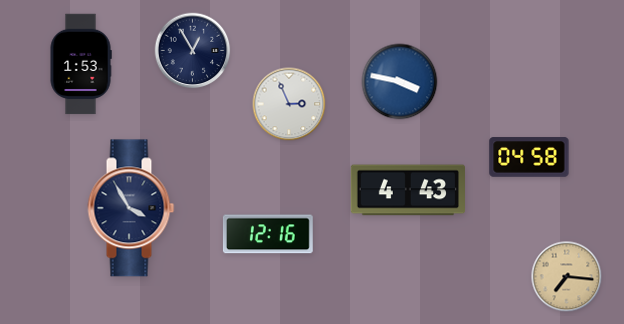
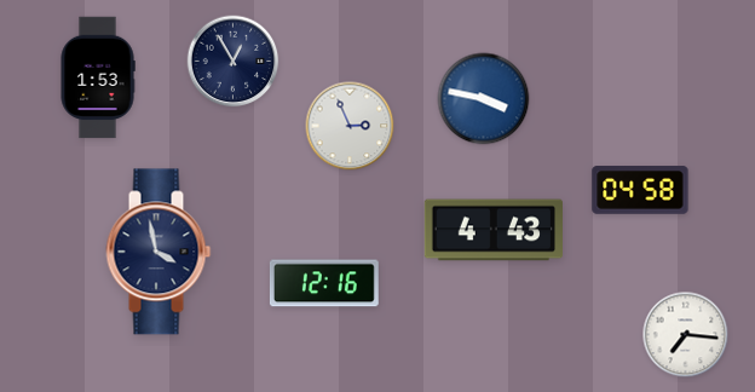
clock at (131, 208): 3:55 -> 3:58
clock at (567, 277) dial: champagne -> white
